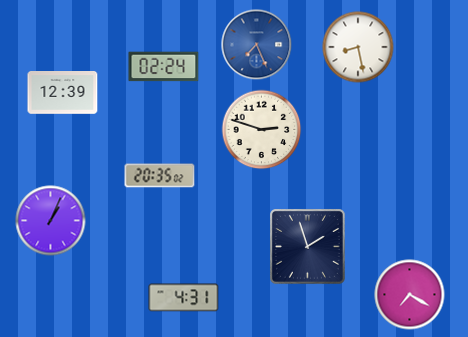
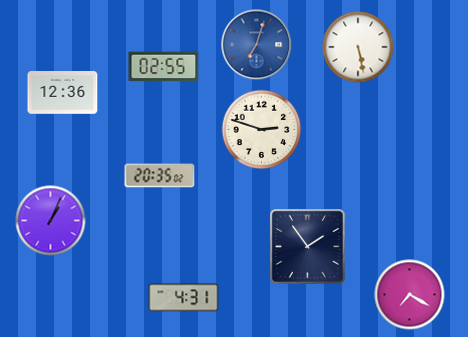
clock at (257, 45): 7:26 -> 7:03
clock at (358, 47): 8:28 -> 5:28
clock at (164, 67): 02:24 -> 02:55
clock at (63, 93): 12:39 -> 12:36
clock at (308, 247): 1:57 -> 1:54
